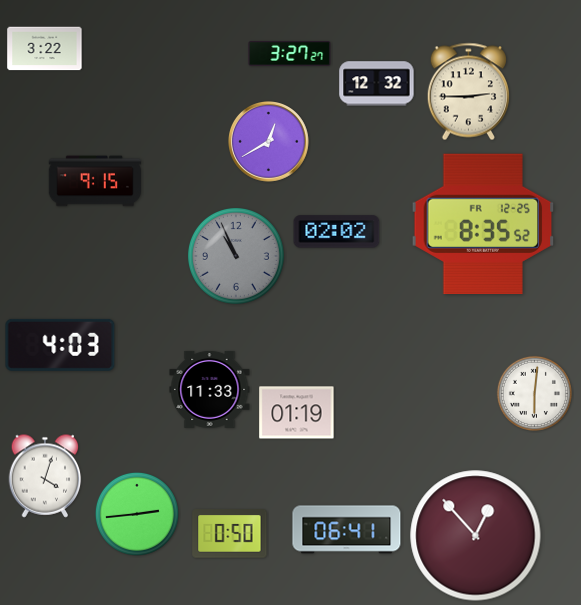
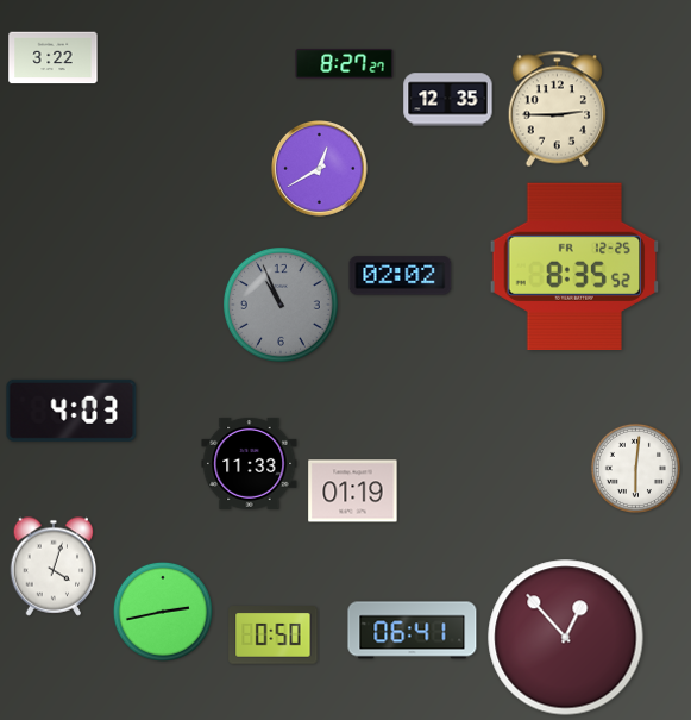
clock at (290, 54): 3:27 -> 8:27
clock at (377, 84): 12:32 -> 12:35
clock at (94, 181): 9:15 -> none
clock at (137, 514): 2:44 -> 2:43
